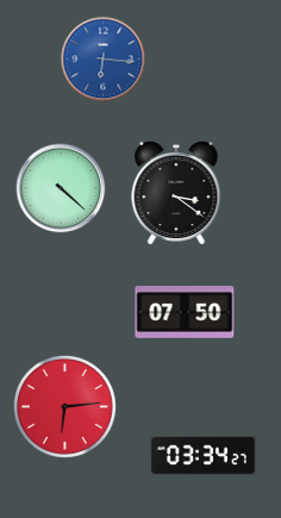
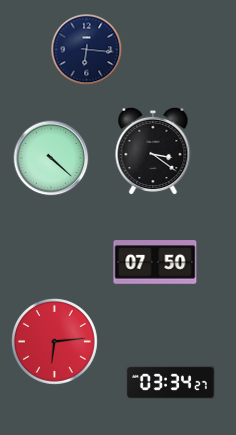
clock at (104, 60) dial: blue -> navy
clock at (176, 193) position: (176, 193) -> (153, 151)
